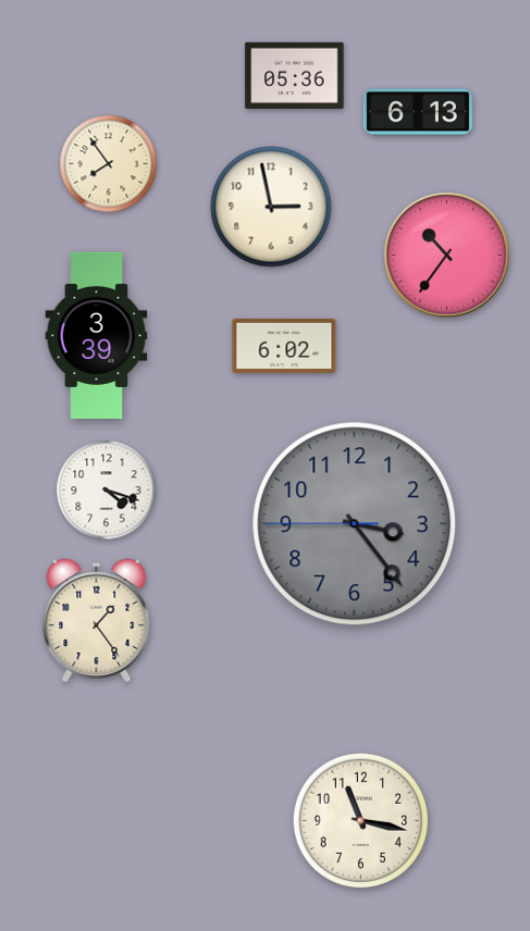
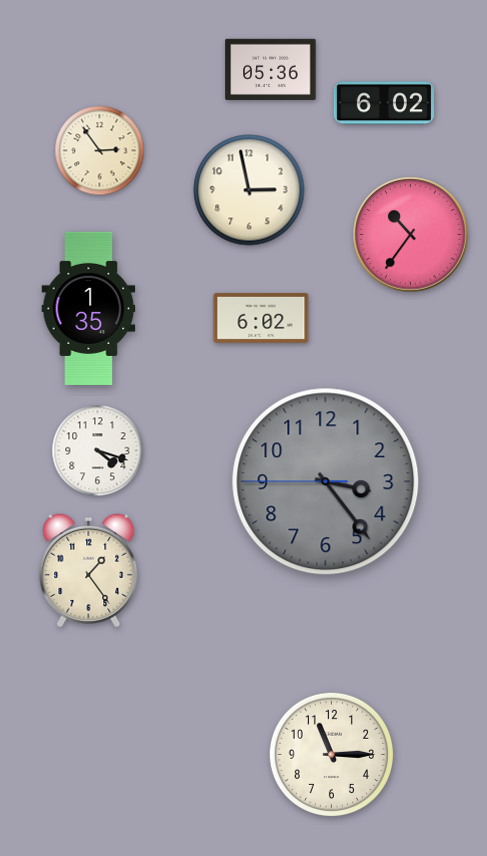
clock at (418, 112): 6:13 -> 6:02
clock at (109, 164): 7:54 -> 2:54
clock at (97, 335): 3:39 -> 1:35
clock at (360, 820): 11:17 -> 11:15
